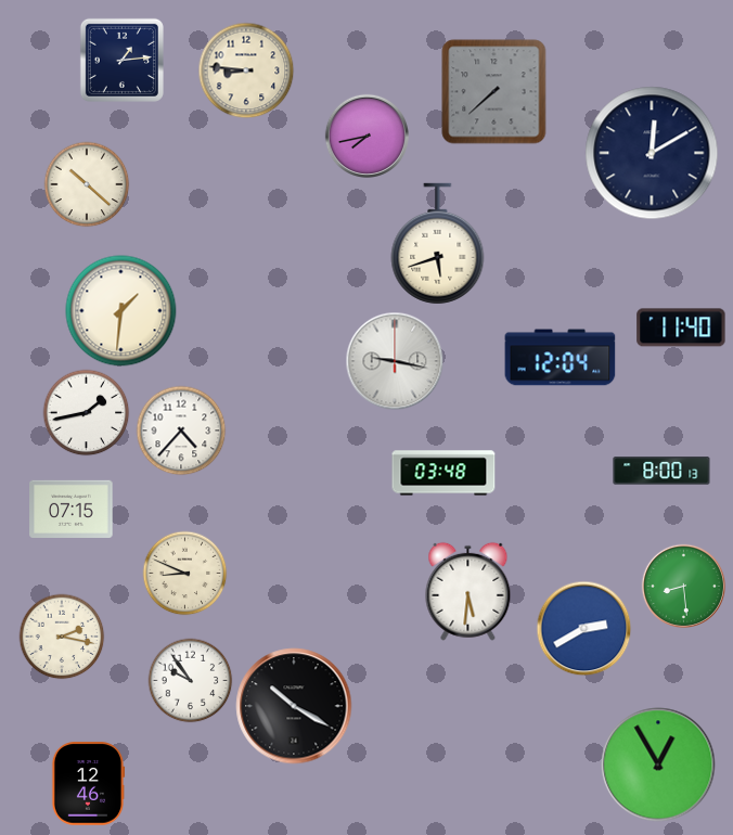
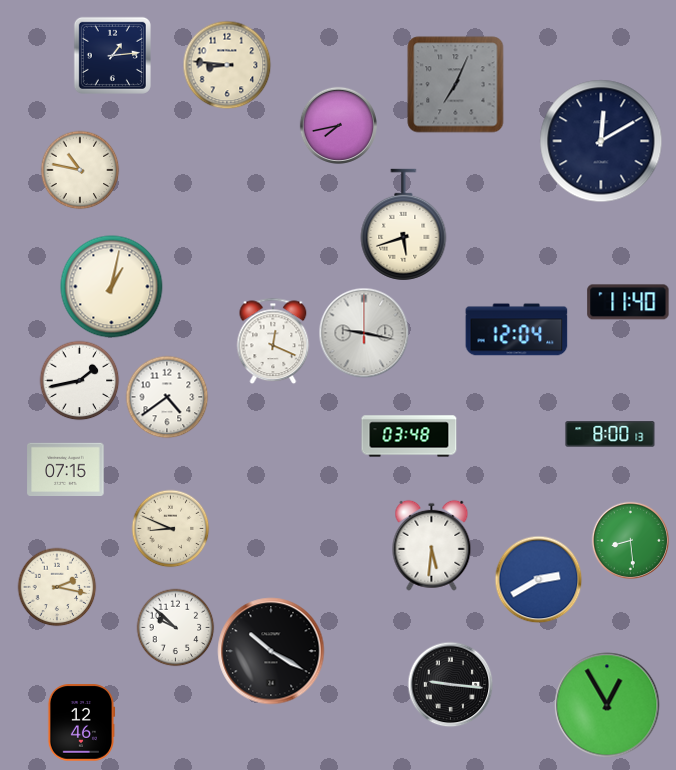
clock at (494, 92): 7:38 -> 7:04
clock at (87, 184): 10:22 -> 10:47
clock at (121, 311): 1:31 -> 1:02
clock at (273, 341): none -> 12:19
clock at (181, 431): 4:37 -> 4:39
clock at (190, 680): 9:54 -> 9:52
clock at (450, 684): none -> 9:16
